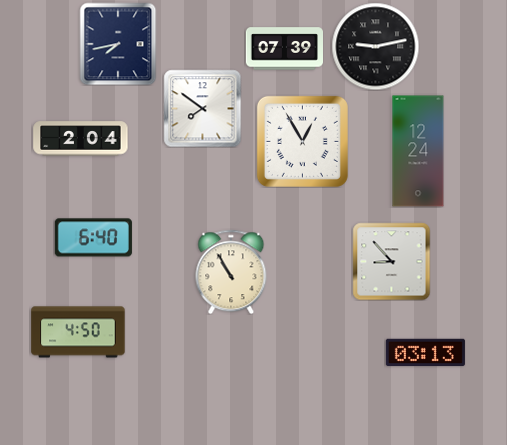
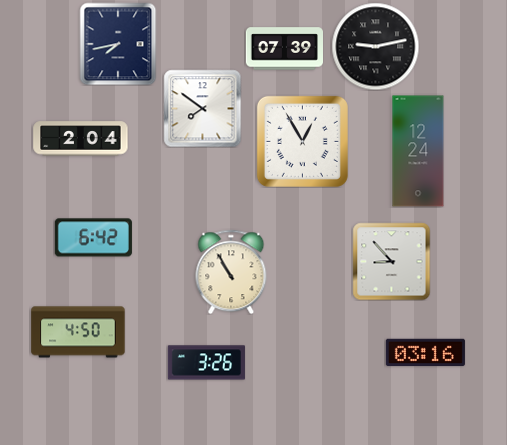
clock at (93, 238): 6:40 -> 6:42
clock at (425, 353): 03:13 -> 03:16
clock at (206, 363): none -> 3:26
